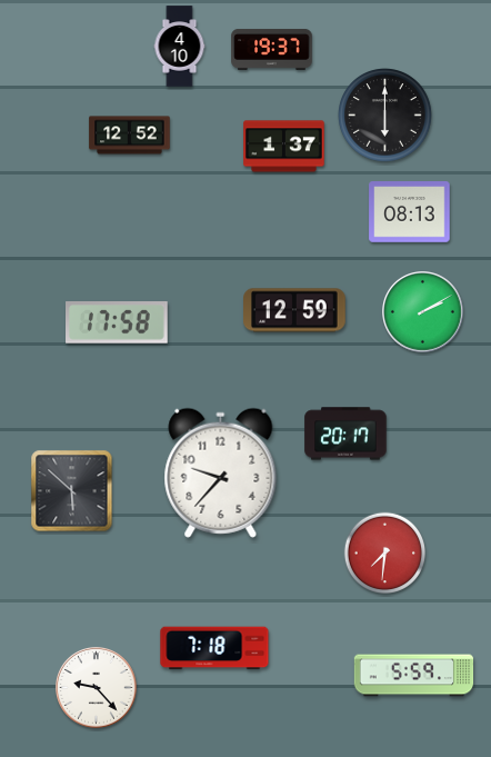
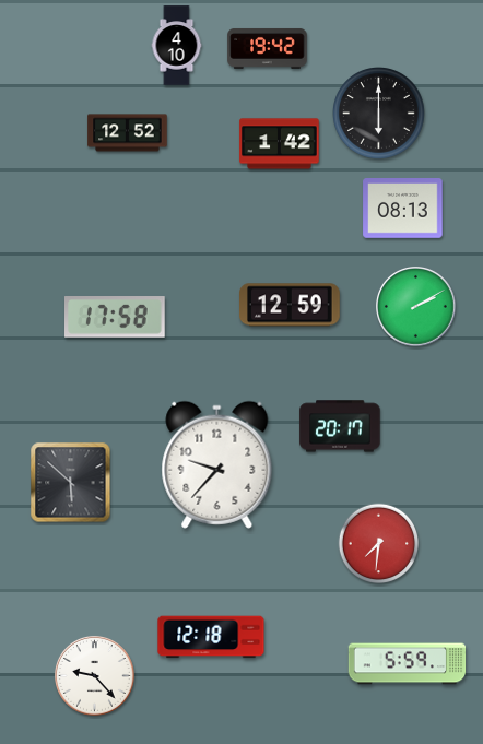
clock at (272, 49): 19:37 -> 19:42
clock at (284, 147): 1:37 -> 1:42
clock at (214, 648): 7:18 -> 12:18
